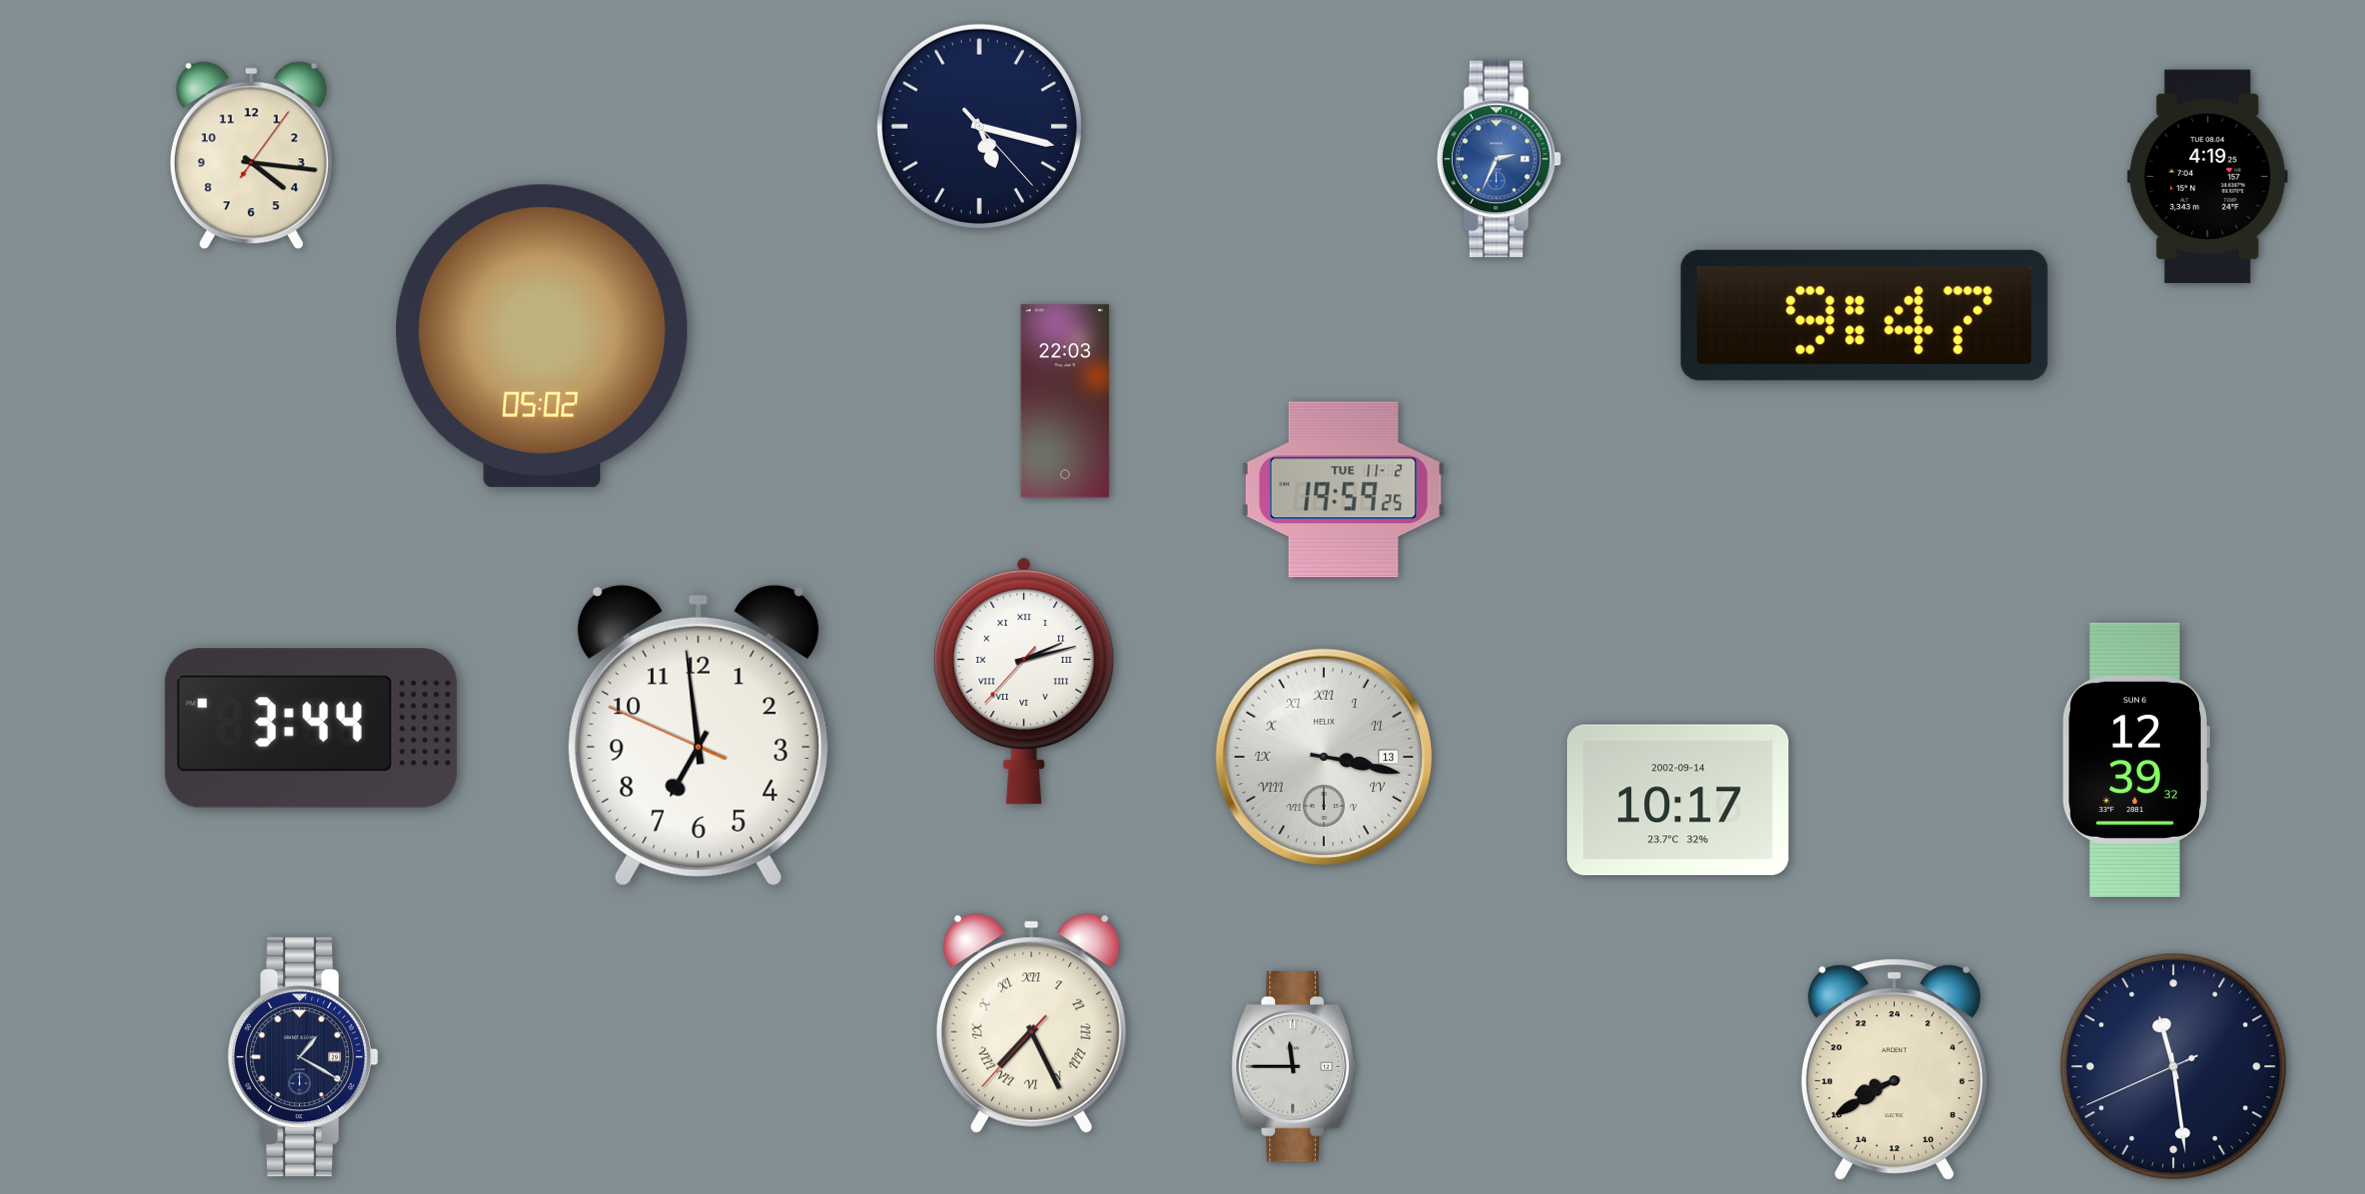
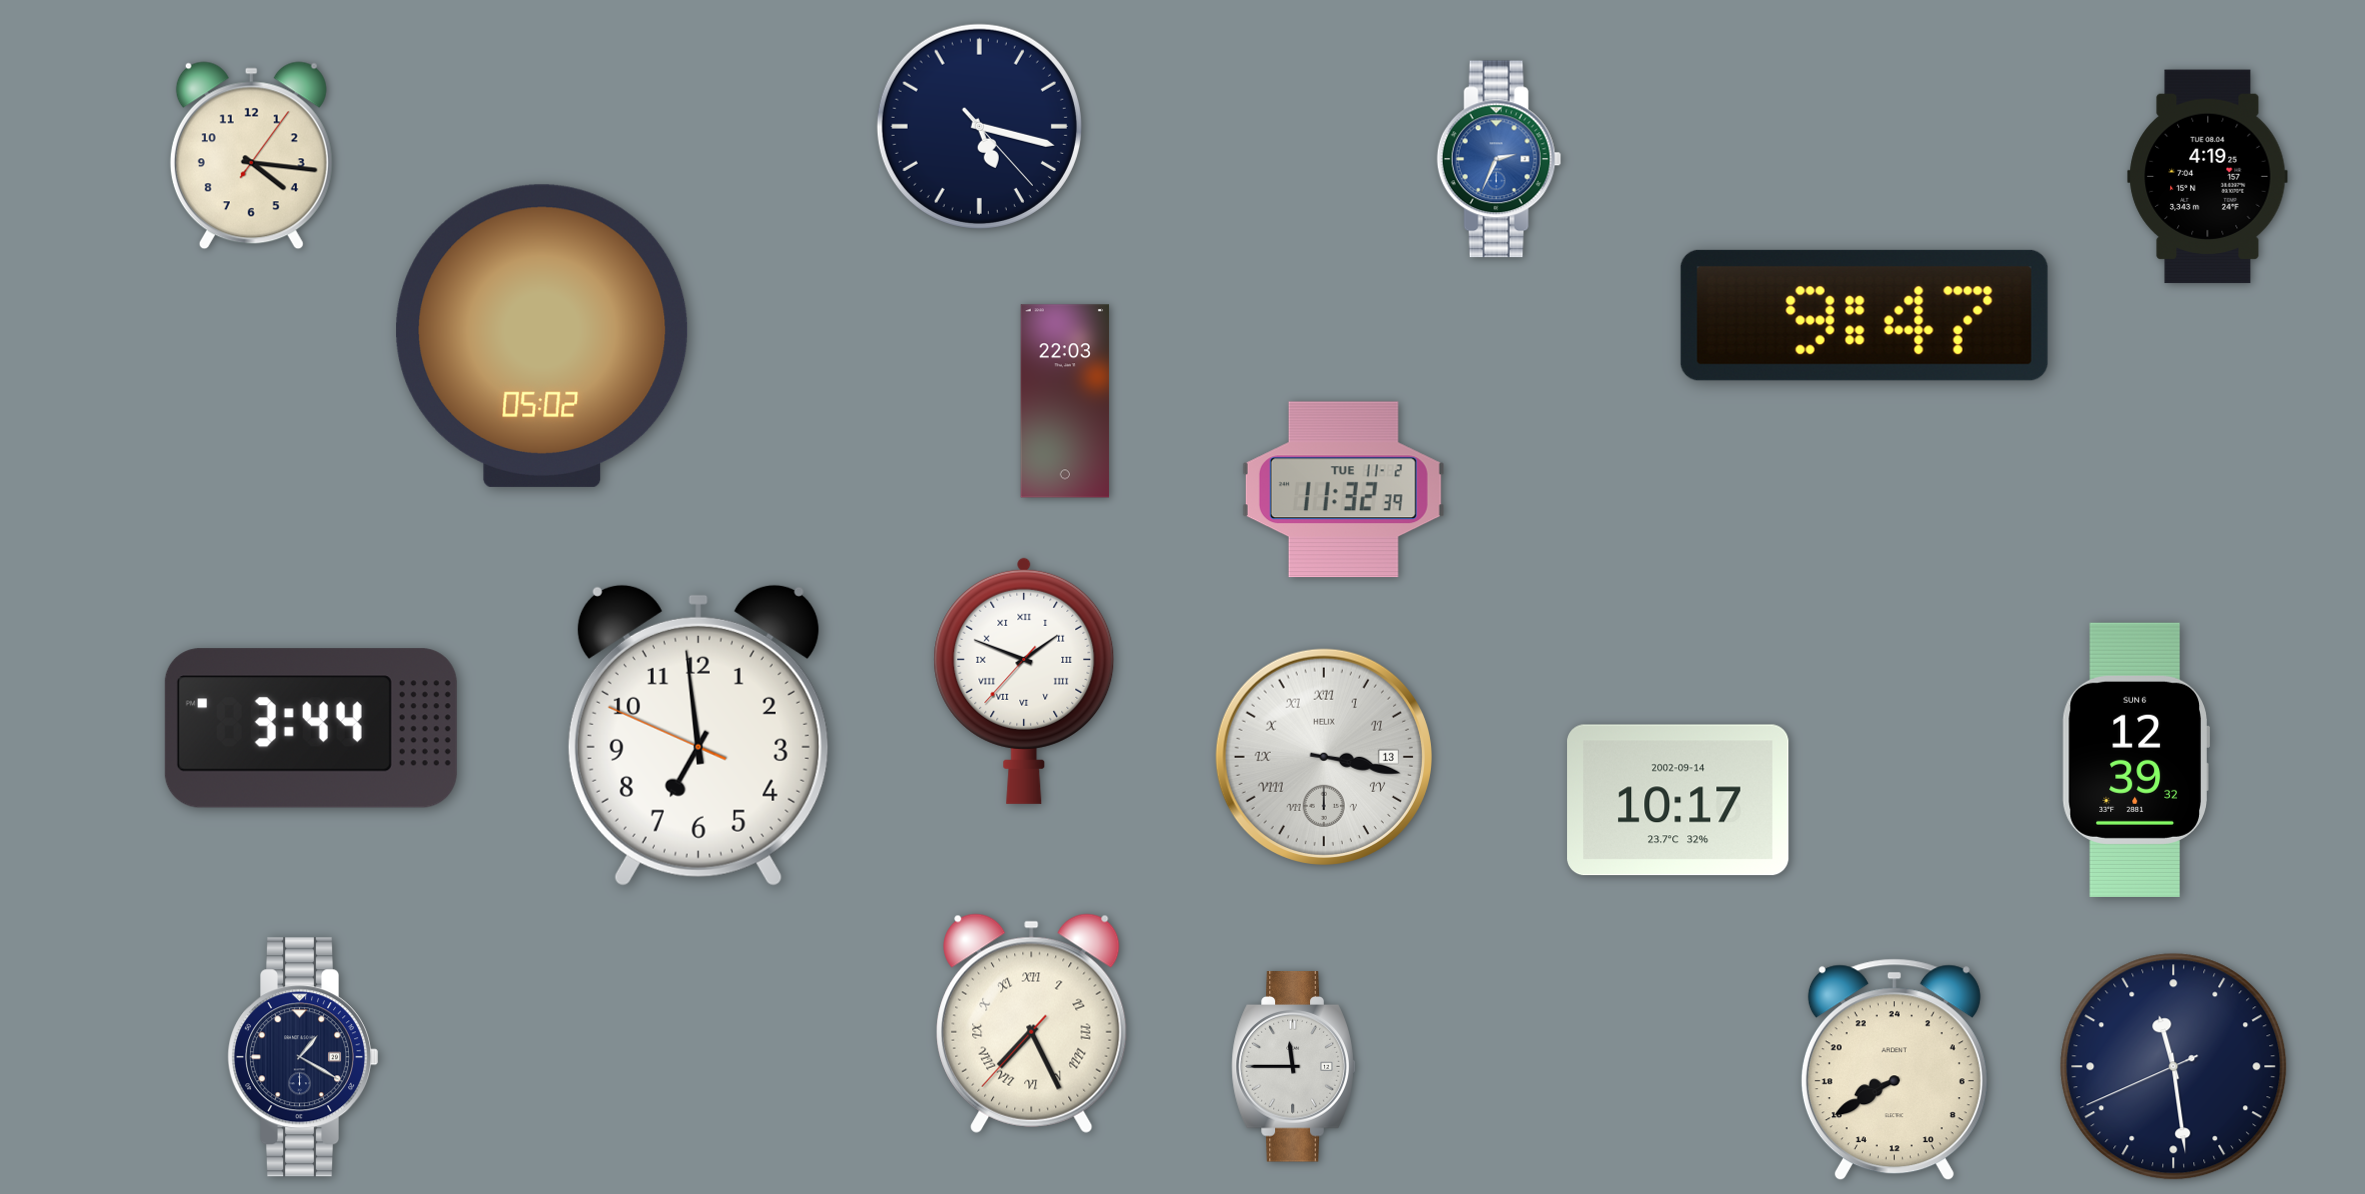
clock at (1343, 490): 19:59 -> 11:32
clock at (1024, 680): 2:12 -> 1:48
